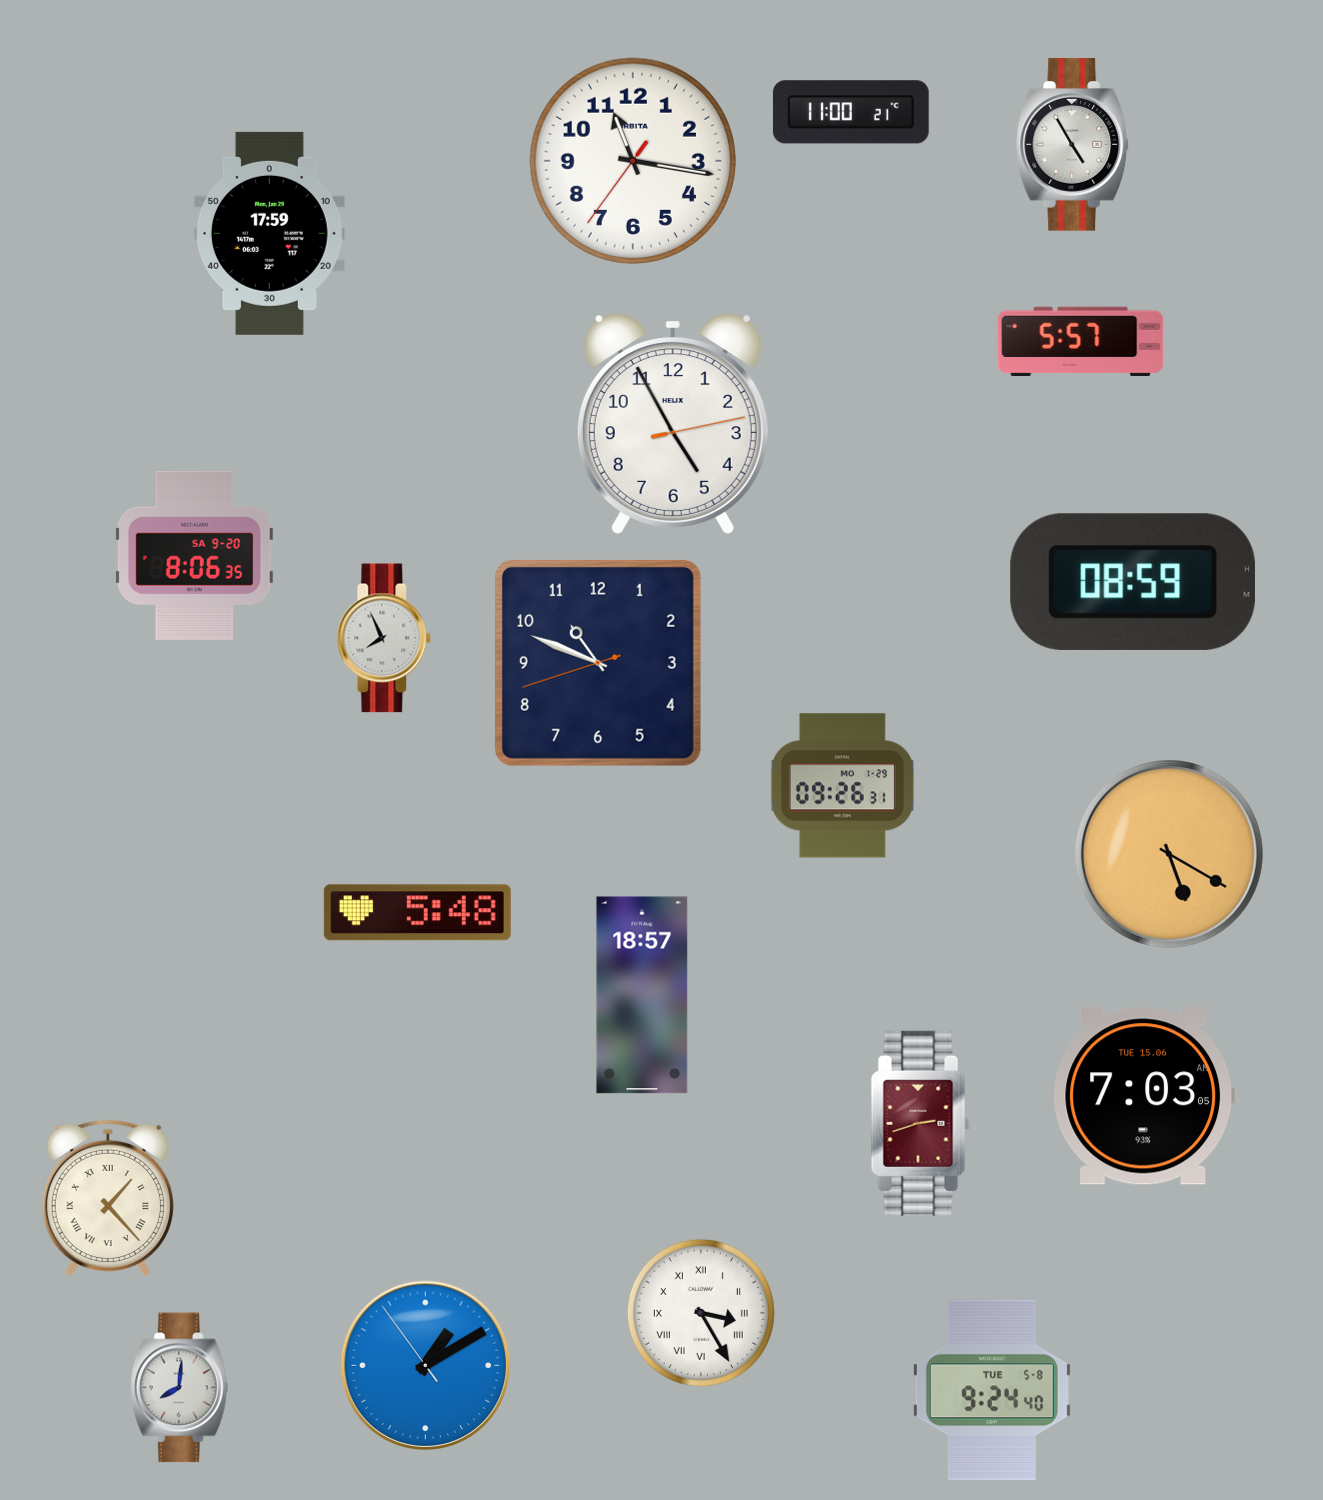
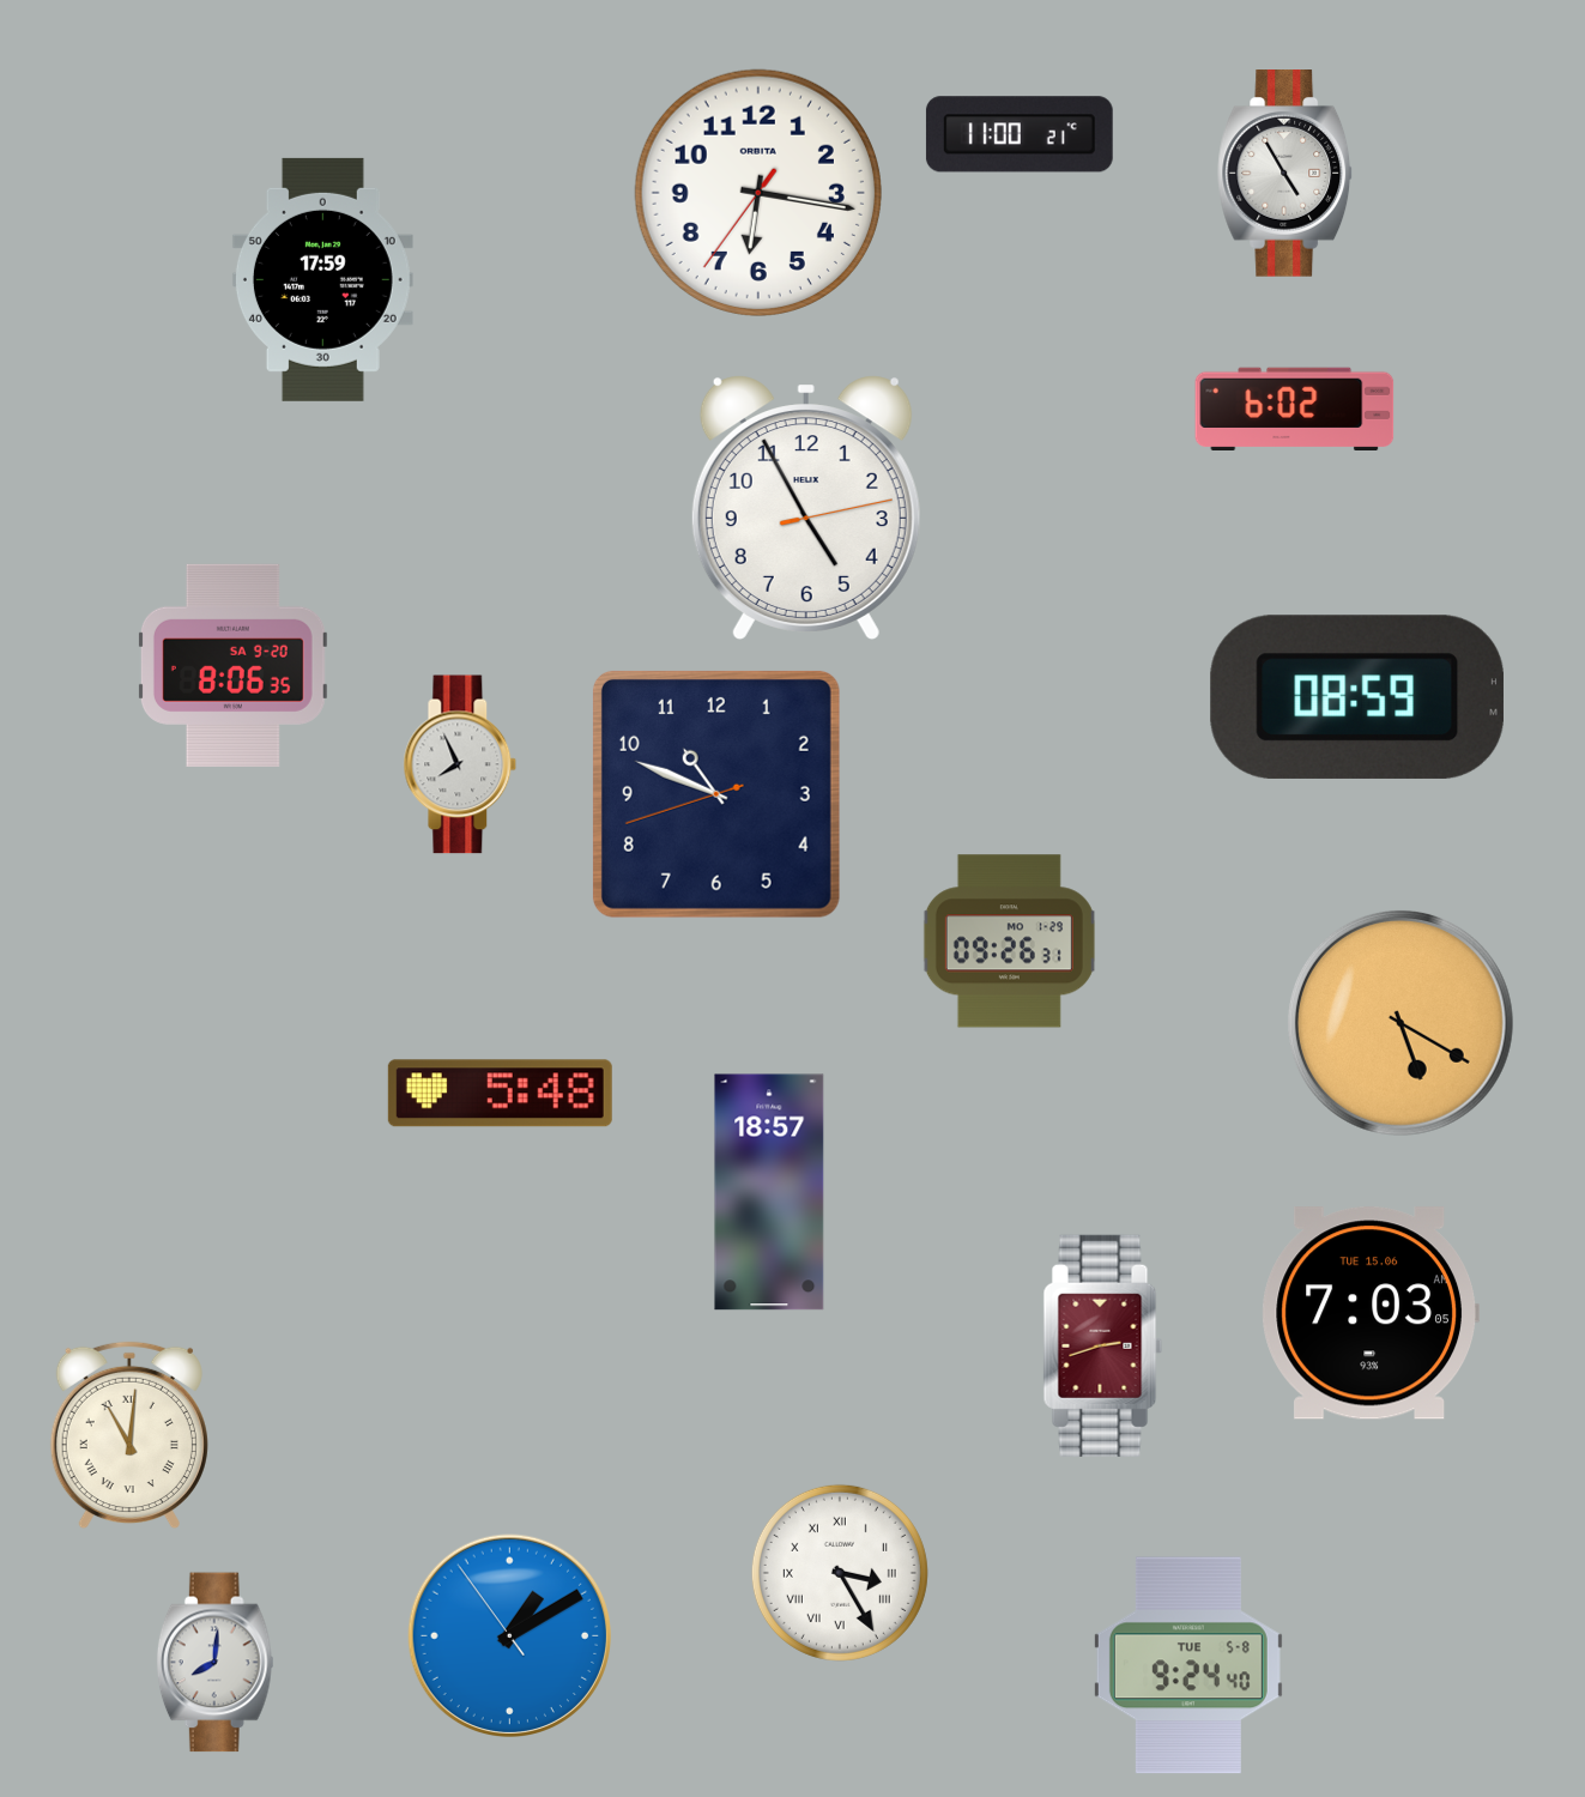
clock at (633, 161): 11:16 -> 6:16
clock at (1081, 342): 5:57 -> 6:02
clock at (108, 1198): 1:23 -> 11:01
